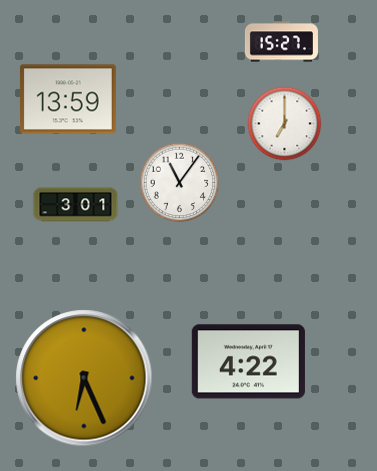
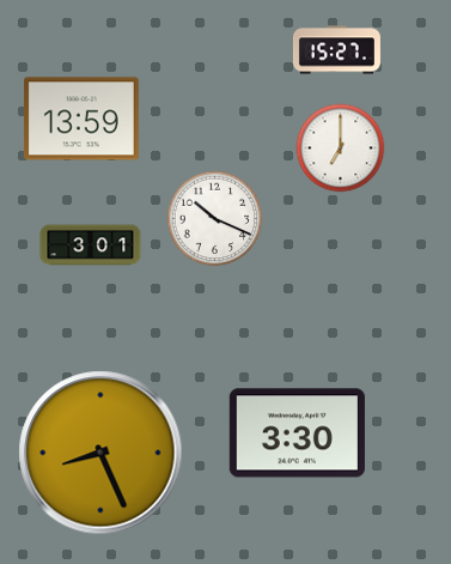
clock at (180, 183): 11:06 -> 10:19
clock at (248, 362): 4:22 -> 3:30
clock at (84, 378): 6:26 -> 8:26
